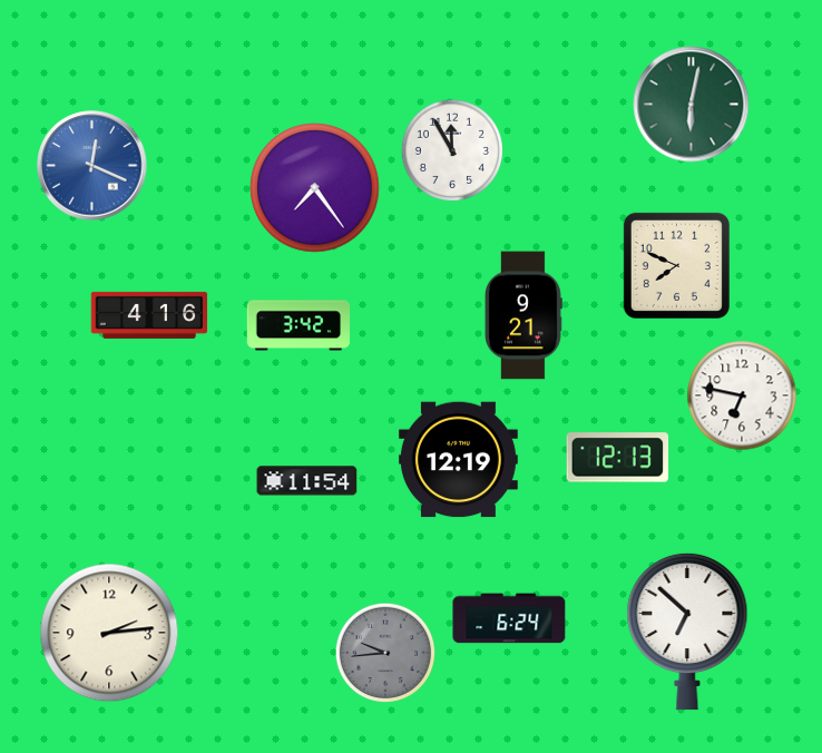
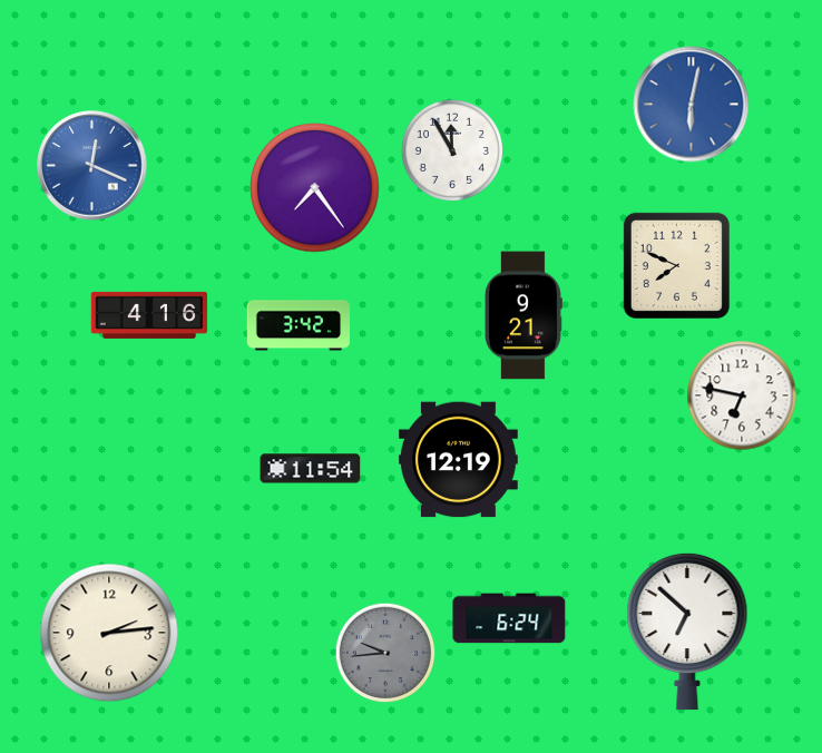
clock at (692, 105) dial: green -> blue
clock at (618, 458): 12:13 -> none
clock at (307, 481) position: (307, 481) -> (311, 469)
